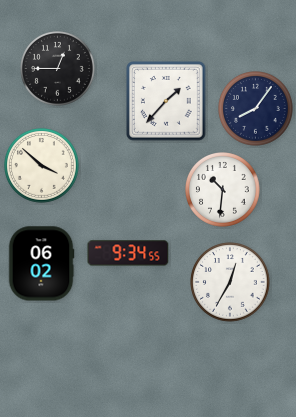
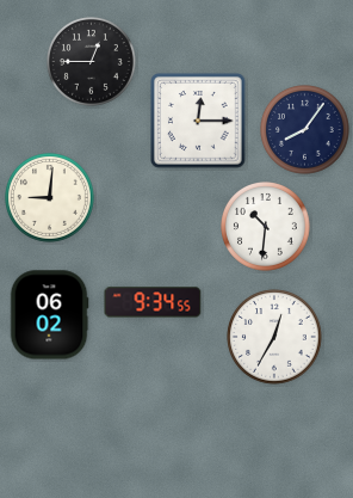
clock at (58, 69) position: (58, 69) -> (92, 62)
clock at (167, 102): 1:37 -> 12:15
clock at (42, 166): 3:52 -> 9:01
